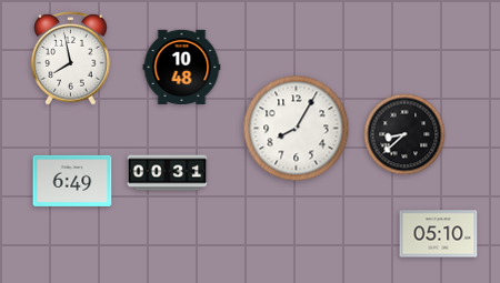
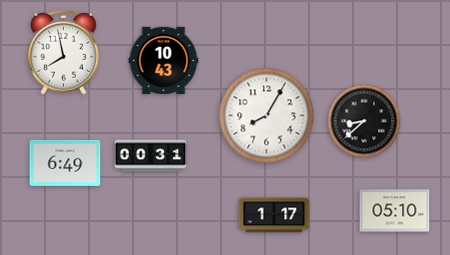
clock at (182, 67): 10:48 -> 10:43
clock at (274, 215): none -> 1:17
